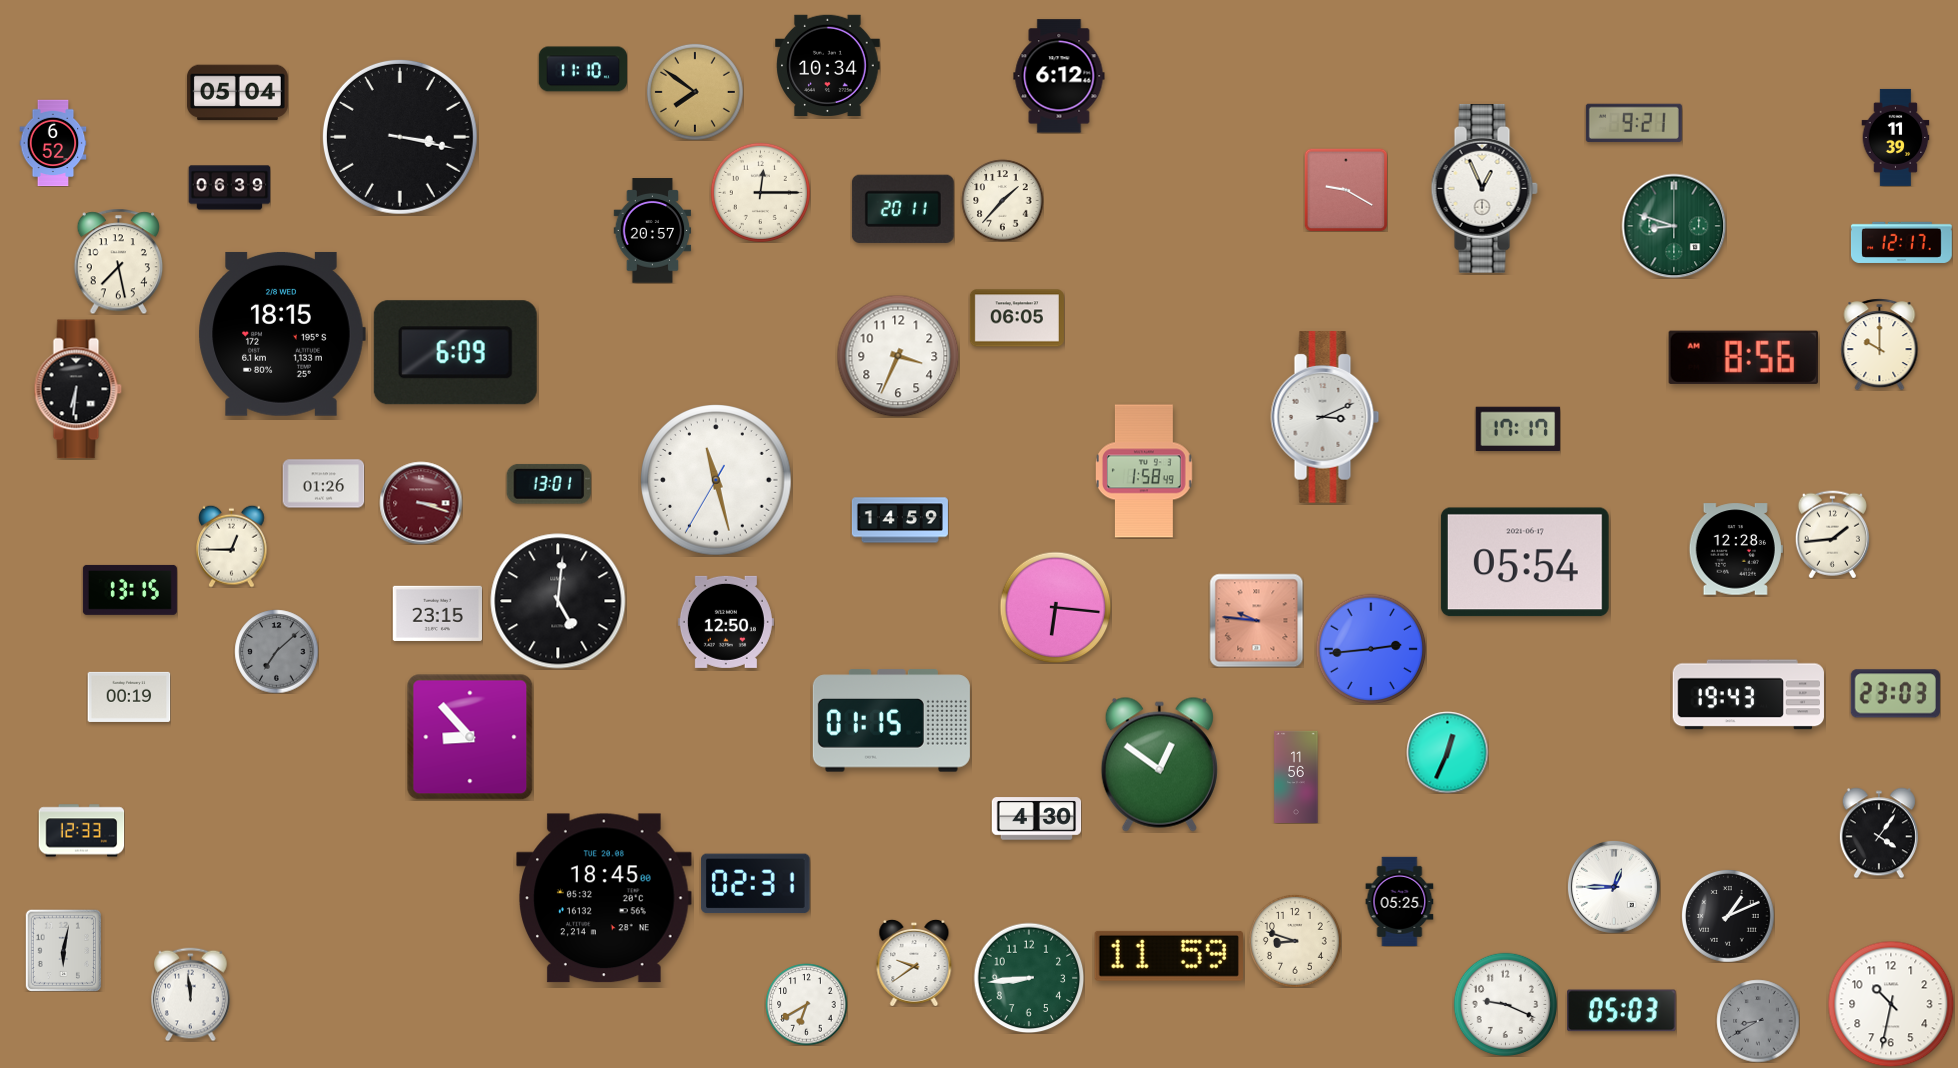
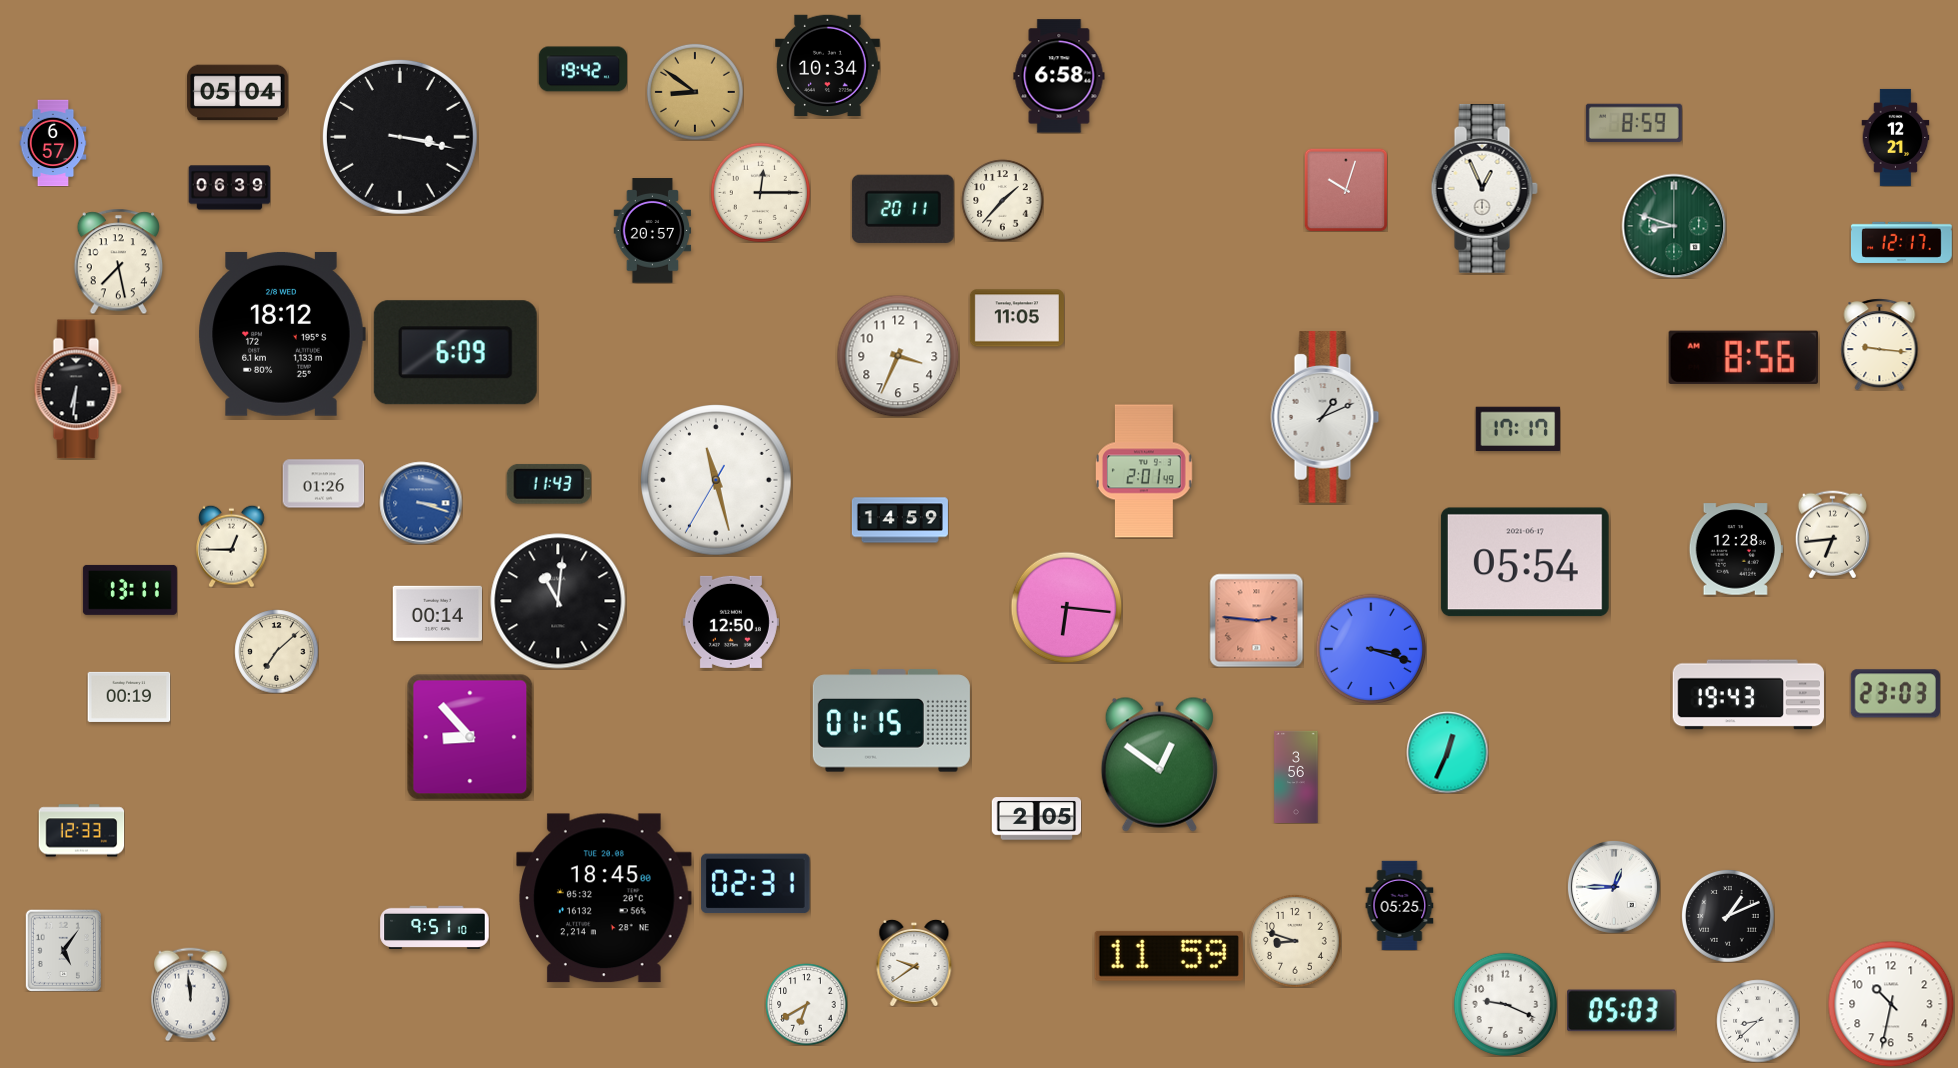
clock at (582, 69): 11:10 -> 19:42
clock at (1059, 76): 6:12 -> 6:58
clock at (695, 92): 7:51 -> 8:51
clock at (1634, 122): 9:21 -> 8:59
clock at (1896, 137): 11:39 -> 12:21
clock at (53, 143): 6:52 -> 6:57
clock at (1346, 190): 9:20 -> 10:03
clock at (1017, 318): 06:05 -> 11:05
clock at (282, 334): 18:15 -> 18:12
clock at (1880, 344): 10:00 -> 9:16
clock at (1325, 417): 3:11 -> 1:11
clock at (1145, 471): 1:58 -> 2:01
clock at (548, 484): 13:01 -> 11:43
clock at (421, 503) dial: burgundy -> blue
clock at (1832, 534): 1:44 -> 6:44
clock at (130, 590): 13:15 -> 13:11
clock at (558, 601): 5:01 -> 11:01
clock at (1055, 607) position: (1055, 607) -> (1066, 607)
clock at (437, 613): 23:15 -> 00:14
clock at (1256, 620): 9:46 -> 2:46
clock at (726, 622) position: (726, 622) -> (731, 622)
clock at (1371, 649): 2:44 -> 3:18
clock at (276, 651) dial: grey -> cream
clock at (1296, 776): 11:56 -> 3:56
clock at (1036, 819): 4:30 -> 2:05
clock at (1879, 833): 4:06 -> none
clock at (1400, 901) position: (1400, 901) -> (1400, 905)
clock at (435, 928): none -> 9:51
clock at (63, 950): 6:02 -> 5:06
clock at (1029, 978): 8:44 -> none
clock at (1758, 1021): 8:40 -> 8:38
clock at (1758, 1021) dial: grey -> white
